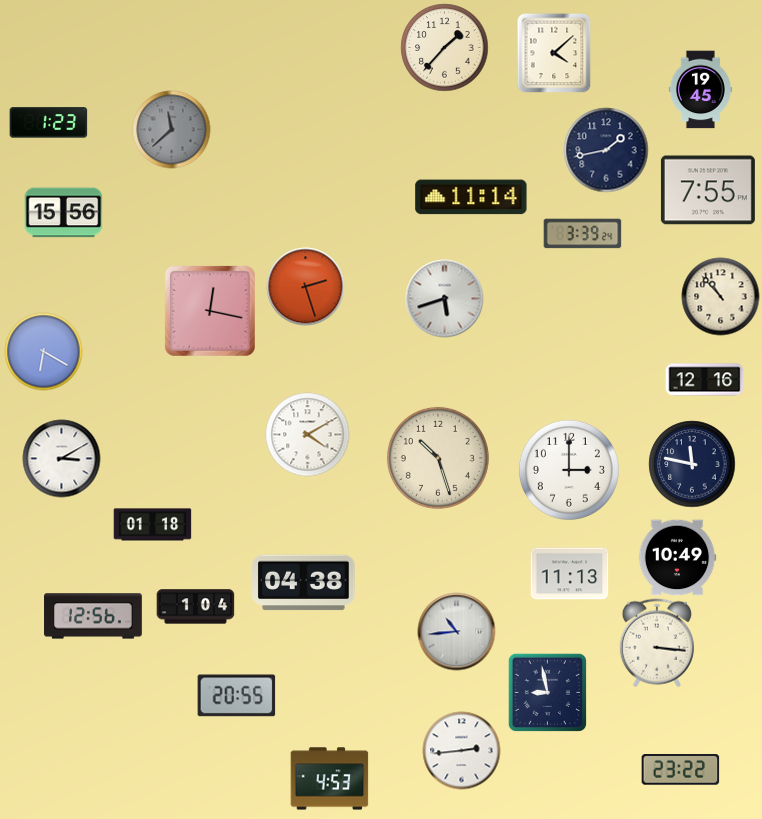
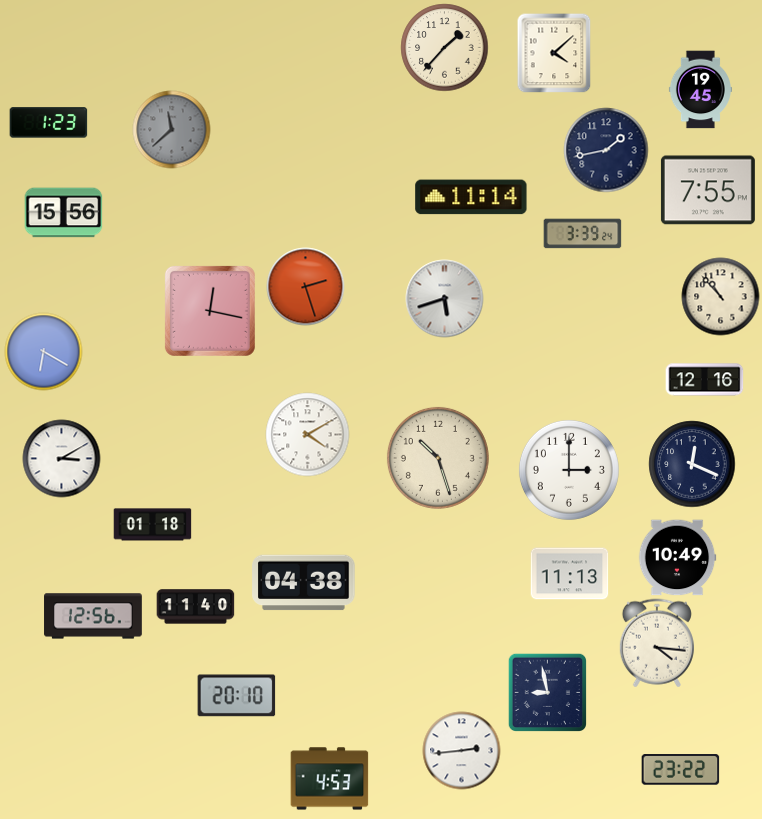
clock at (692, 464): 11:47 -> 12:19
clock at (195, 607): 1:04 -> 11:40
clock at (456, 631): 10:44 -> none
clock at (657, 643): 3:16 -> 4:16
clock at (236, 696): 20:55 -> 20:10
